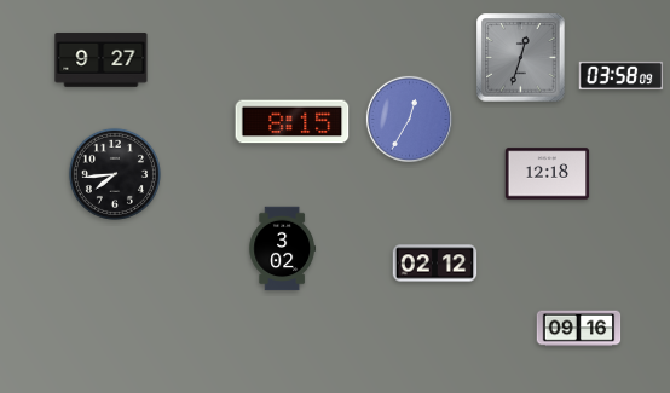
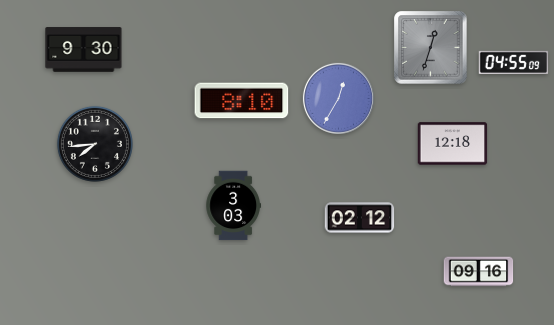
clock at (102, 60): 9:27 -> 9:30
clock at (622, 75): 03:58 -> 04:55
clock at (293, 122): 8:15 -> 8:10
clock at (282, 249): 3:02 -> 3:03
